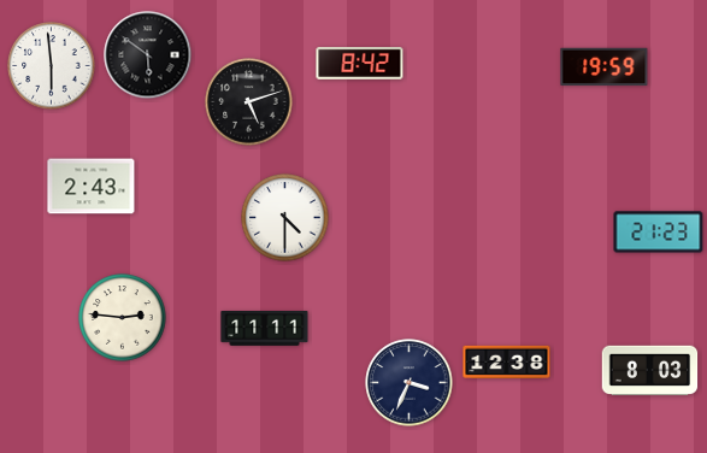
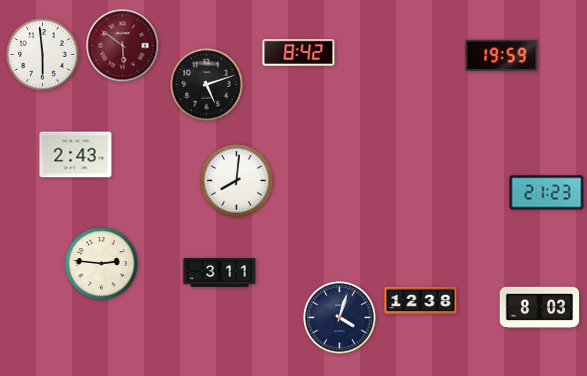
clock at (148, 55) dial: black -> burgundy
clock at (285, 218): 4:30 -> 8:01
clock at (265, 329): 11:11 -> 3:11
clock at (410, 383): 3:34 -> 4:03
